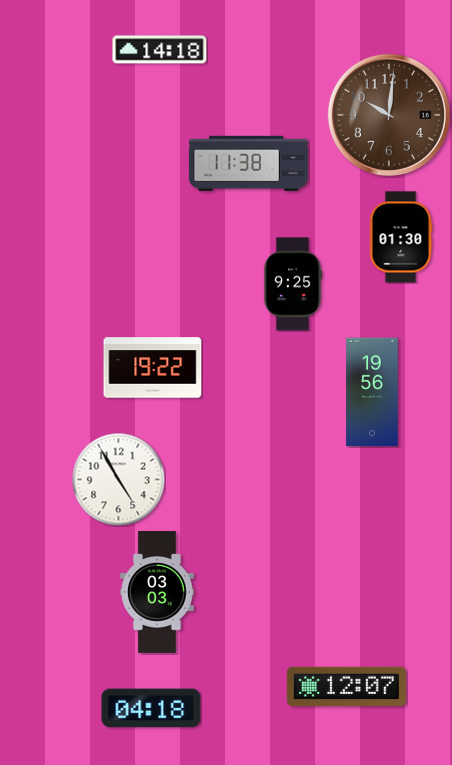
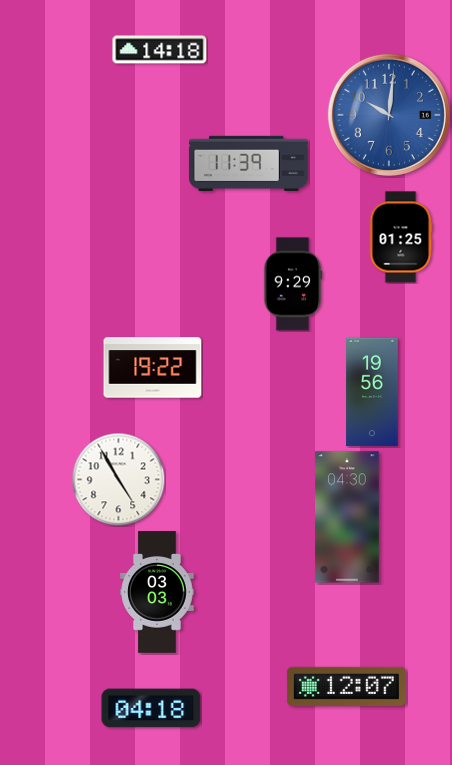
clock at (389, 115) dial: brown -> blue
clock at (248, 163): 11:38 -> 11:39
clock at (401, 237): 01:30 -> 01:25
clock at (293, 284): 9:25 -> 9:29
clock at (347, 517): none -> 04:30
